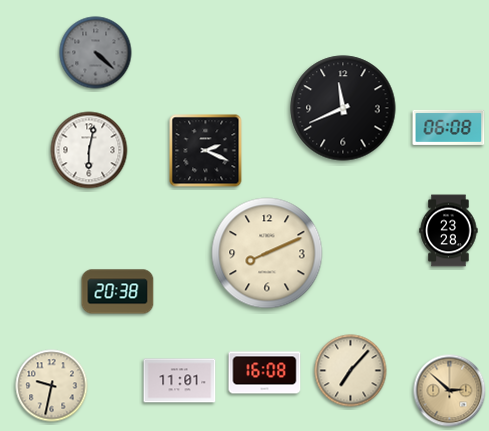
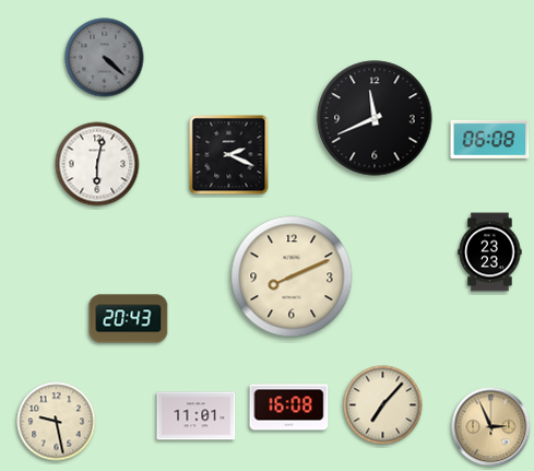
clock at (206, 151) position: (206, 151) -> (229, 155)
clock at (449, 231): 23:28 -> 23:23
clock at (118, 292): 20:38 -> 20:43
clock at (52, 386): 9:32 -> 9:28
clock at (450, 391): 2:52 -> 2:56
